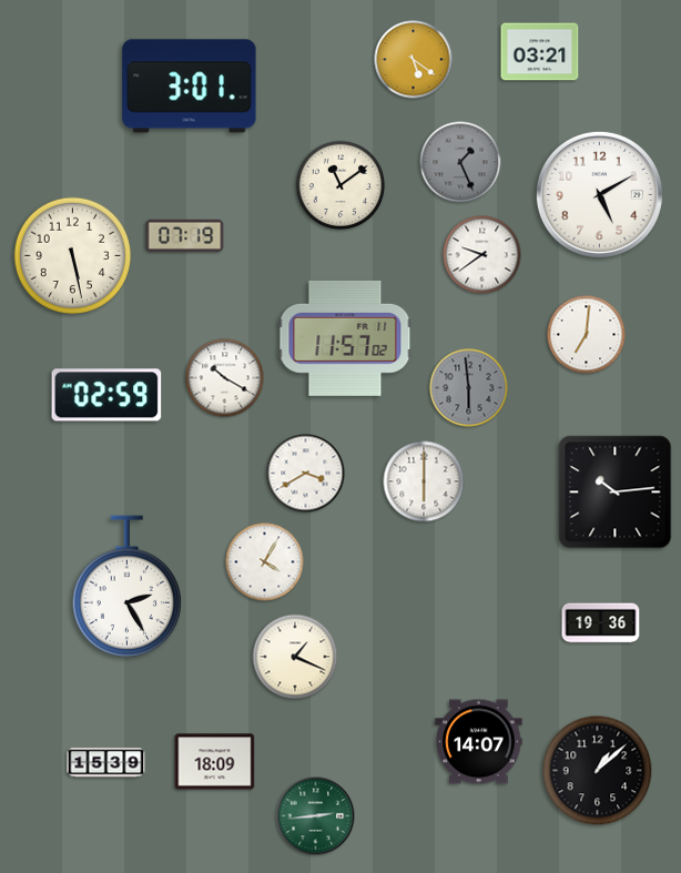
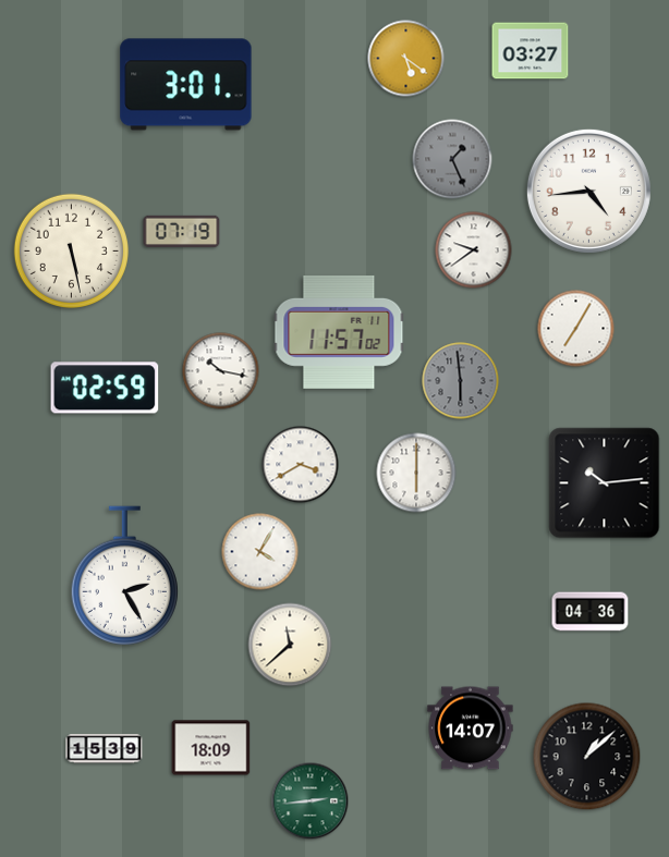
clock at (540, 52): 03:21 -> 03:27
clock at (340, 185): 11:09 -> none
clock at (599, 194): 5:10 -> 4:44
clock at (587, 335): 7:01 -> 7:05
clock at (225, 378): 10:20 -> 10:17
clock at (601, 623): 19:36 -> 04:36
clock at (295, 657): 1:19 -> 11:38
